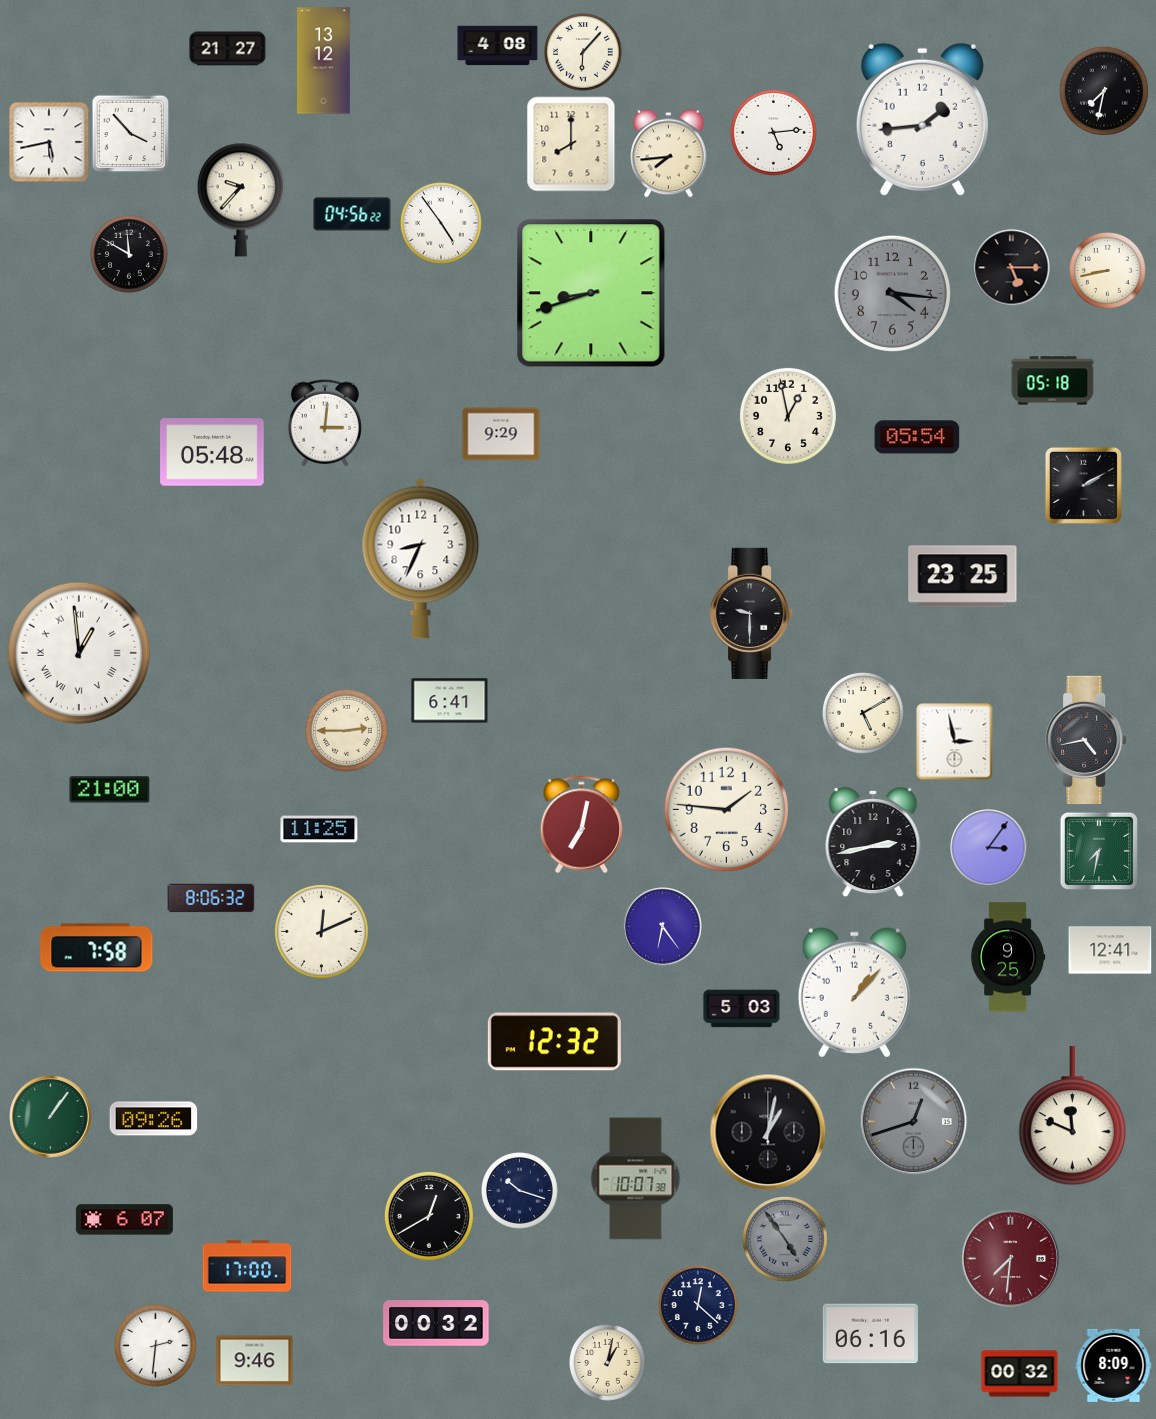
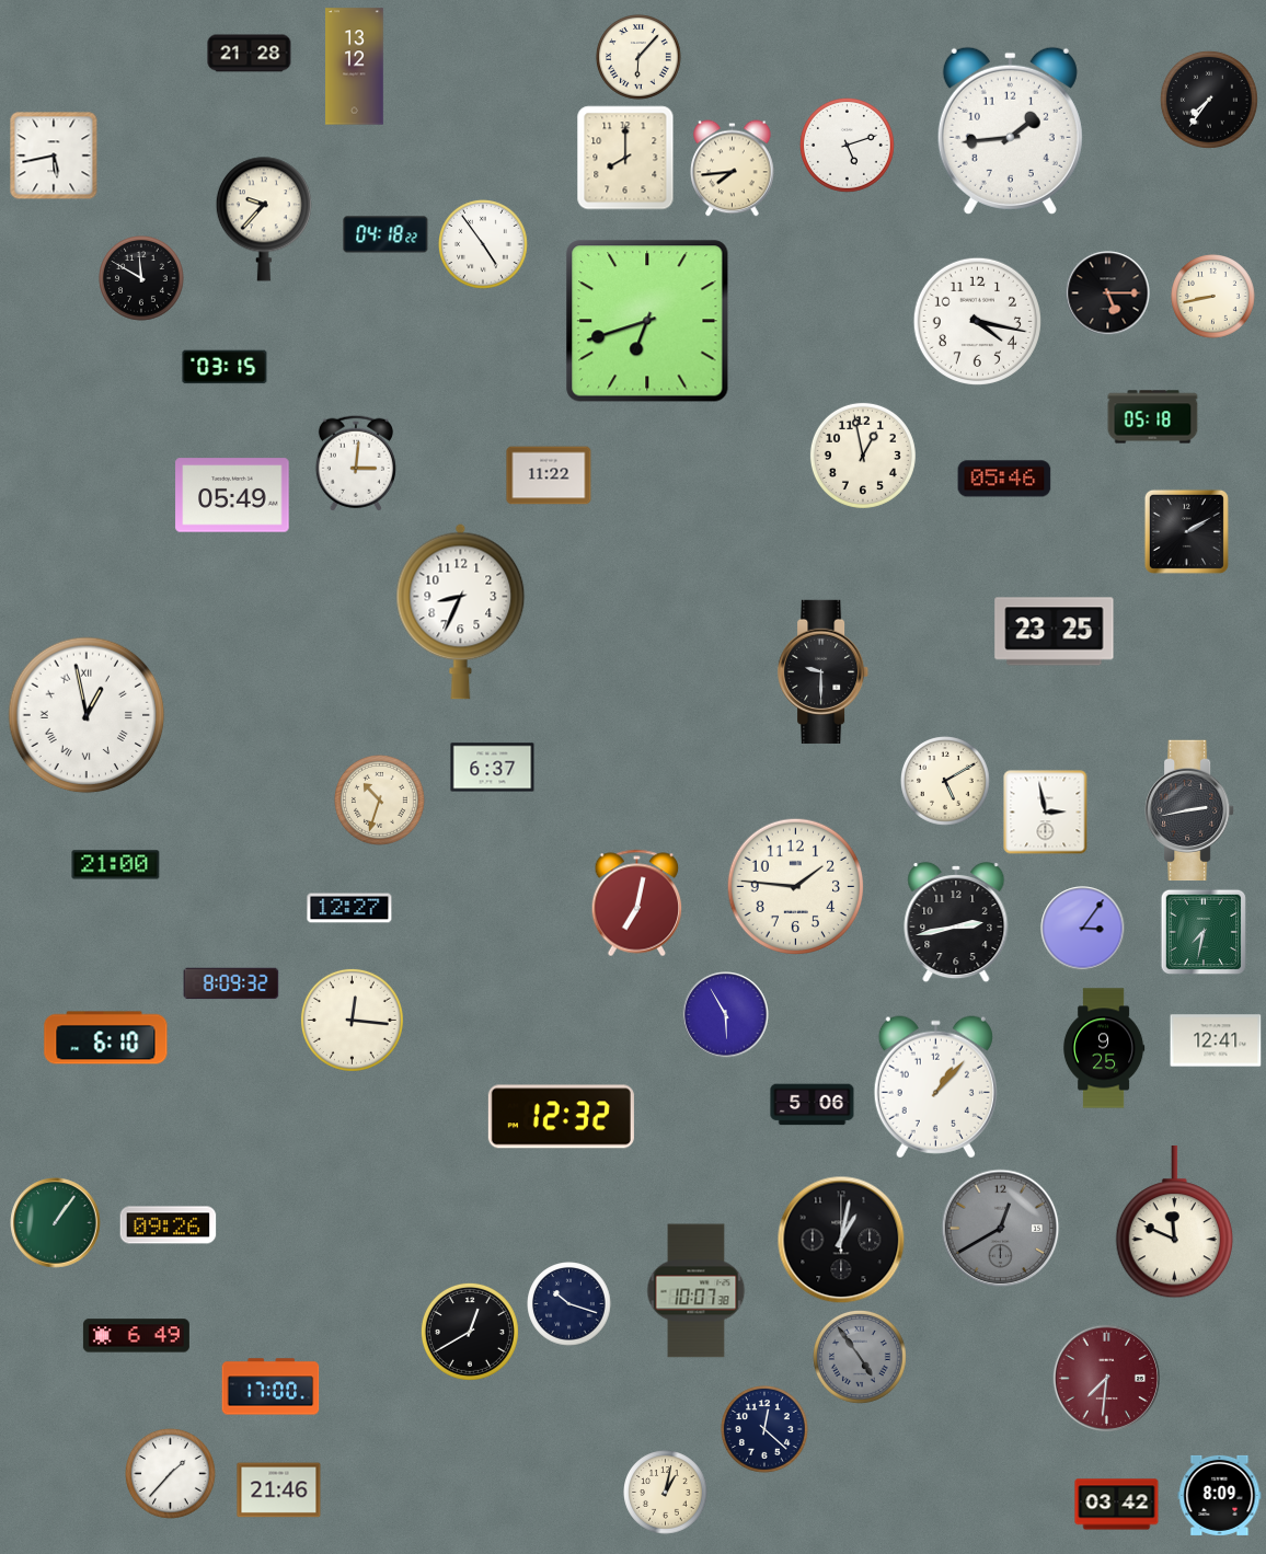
clock at (498, 46): 4:08 -> none
clock at (228, 49): 21:27 -> 21:28
clock at (1104, 91): 7:32 -> 7:36
clock at (773, 132): 5:14 -> 5:12
clock at (130, 133): 3:53 -> none
clock at (352, 214): 04:56 -> 04:18
clock at (591, 293): 8:42 -> 6:42
clock at (892, 293): 4:16 -> 4:17
clock at (892, 293) dial: grey -> white
clock at (225, 367): none -> 03:15
clock at (501, 434): 9:29 -> 11:22
clock at (917, 437): 05:54 -> 05:46
clock at (212, 452): 05:48 -> 05:49
clock at (79, 653): 12:59 -> 12:58
clock at (450, 701): 6:41 -> 6:37
clock at (347, 731): 2:45 -> 10:33
clock at (1086, 740): 4:43 -> 2:43
clock at (110, 790) position: (110, 790) -> (116, 865)
clock at (319, 829): 11:25 -> 12:27
clock at (211, 898): 8:06 -> 8:09
clock at (663, 927): 6:24 -> 5:55
clock at (321, 931): 12:11 -> 12:16
clock at (97, 948): 7:58 -> 6:10
clock at (742, 1009): 5:03 -> 5:06
clock at (554, 1042) position: (554, 1042) -> (561, 1117)
clock at (914, 1122): 12:42 -> 12:40
clock at (124, 1220): 6:07 -> 6:49
clock at (436, 1323): 00:32 -> none
clock at (870, 1334): 06:16 -> none
clock at (156, 1346): 2:31 -> 1:37
clock at (255, 1361): 9:46 -> 21:46
clock at (1020, 1374): 00:32 -> 03:42
